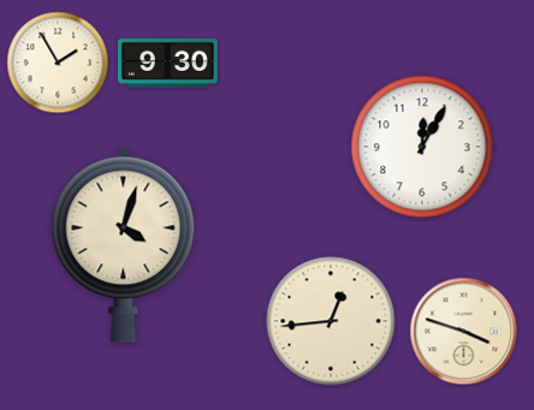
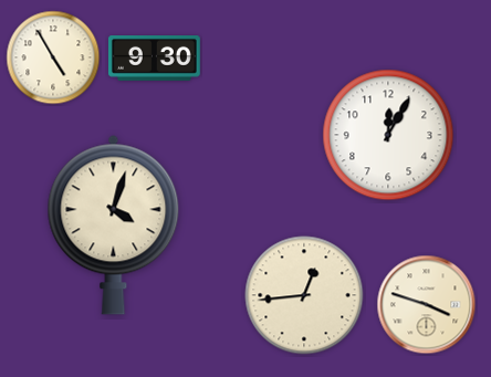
clock at (58, 63): 1:55 -> 4:55
